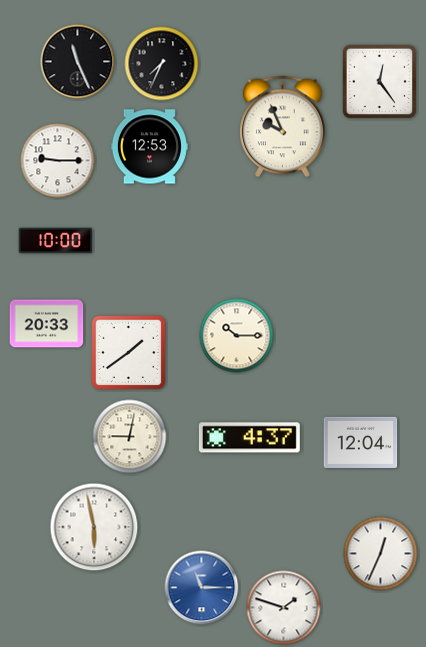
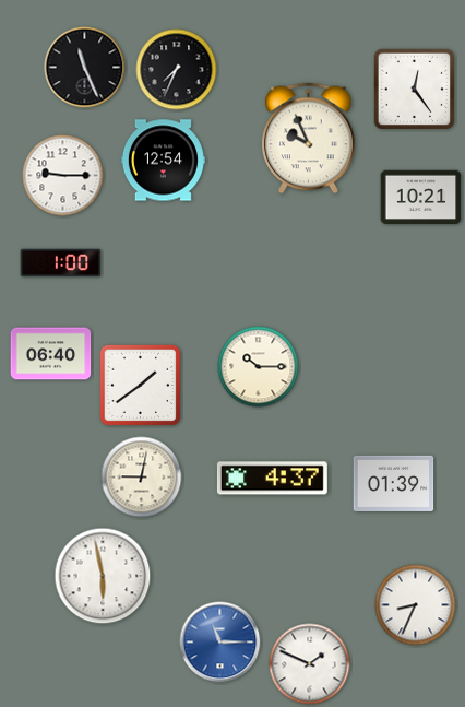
clock at (149, 147): 12:53 -> 12:54
clock at (421, 198): none -> 10:21
clock at (56, 241): 10:00 -> 1:00
clock at (47, 324): 20:33 -> 06:40
clock at (361, 442): 12:04 -> 01:39
clock at (381, 554): 12:34 -> 8:34
clock at (284, 608): 1:48 -> 1:49
